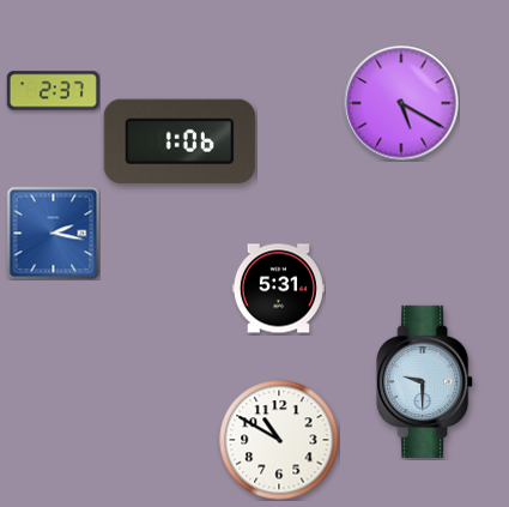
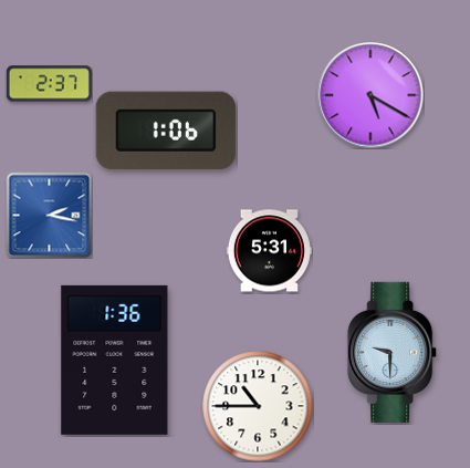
clock at (278, 289) position: (278, 289) -> (269, 251)
clock at (115, 360): none -> 1:36
clock at (279, 440): 10:50 -> 10:45
